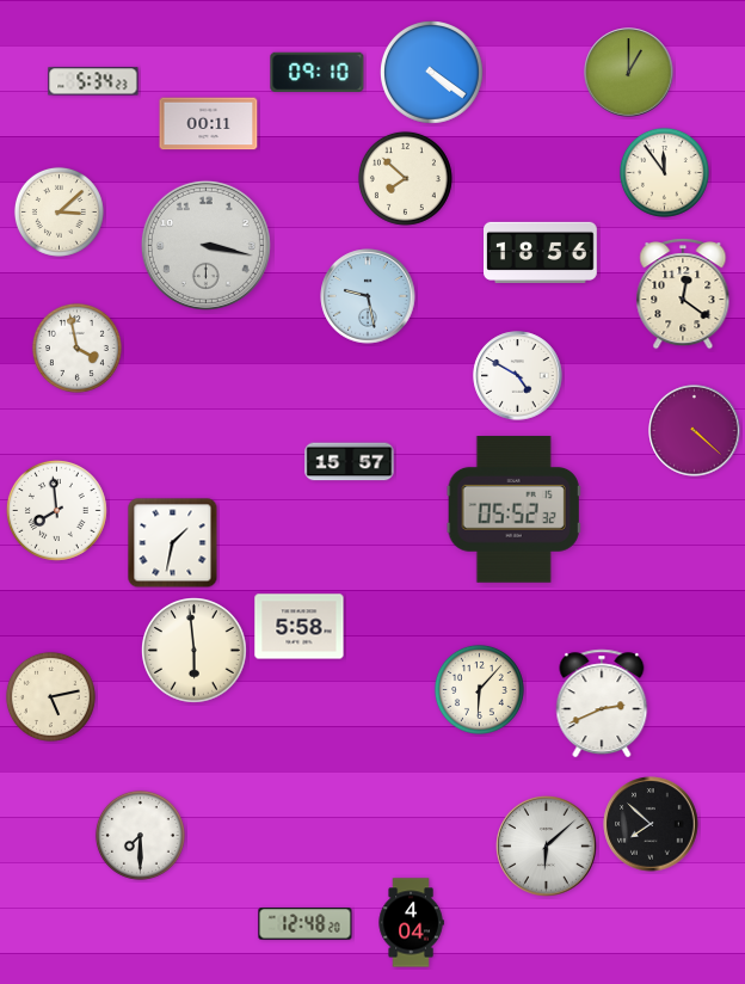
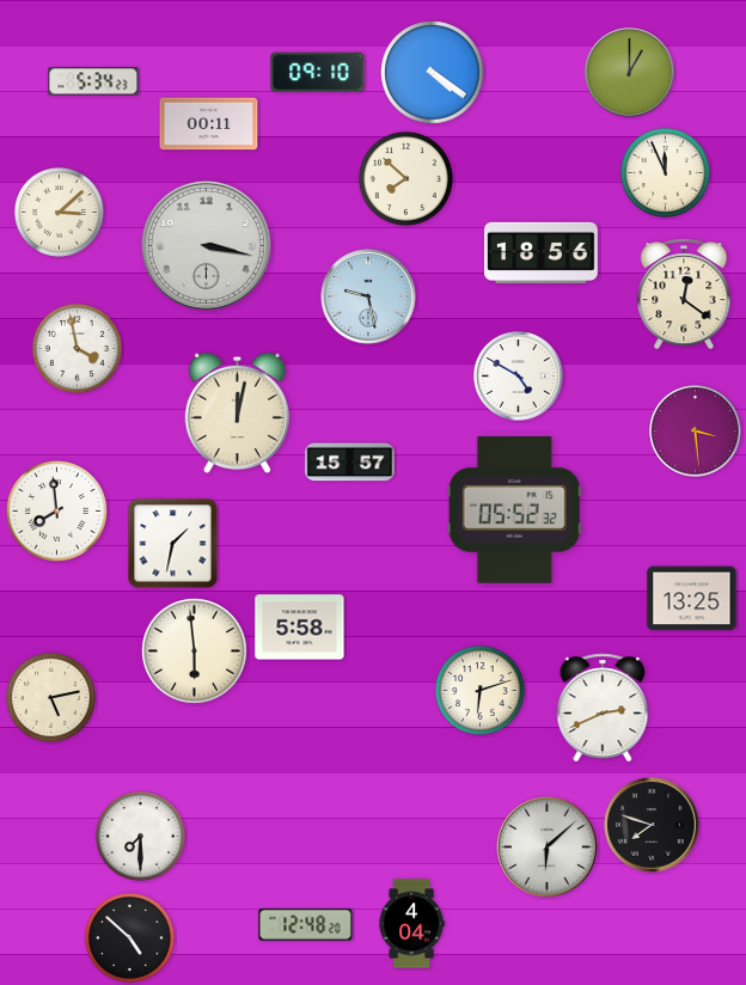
clock at (664, 172): 11:54 -> 11:56
clock at (238, 414): none -> 12:02
clock at (695, 431): 4:22 -> 3:29
clock at (692, 599): none -> 13:25
clock at (479, 689): 6:07 -> 6:12
clock at (602, 703) position: (602, 703) -> (603, 708)
clock at (651, 824): 7:52 -> 7:48
clock at (129, 937): none -> 4:52
